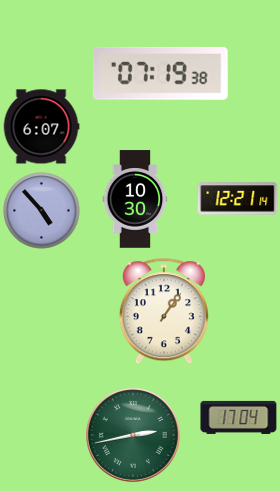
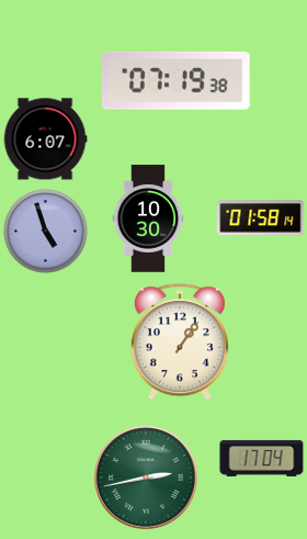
clock at (238, 199): 12:21 -> 01:58
clock at (42, 211): 4:53 -> 4:57
